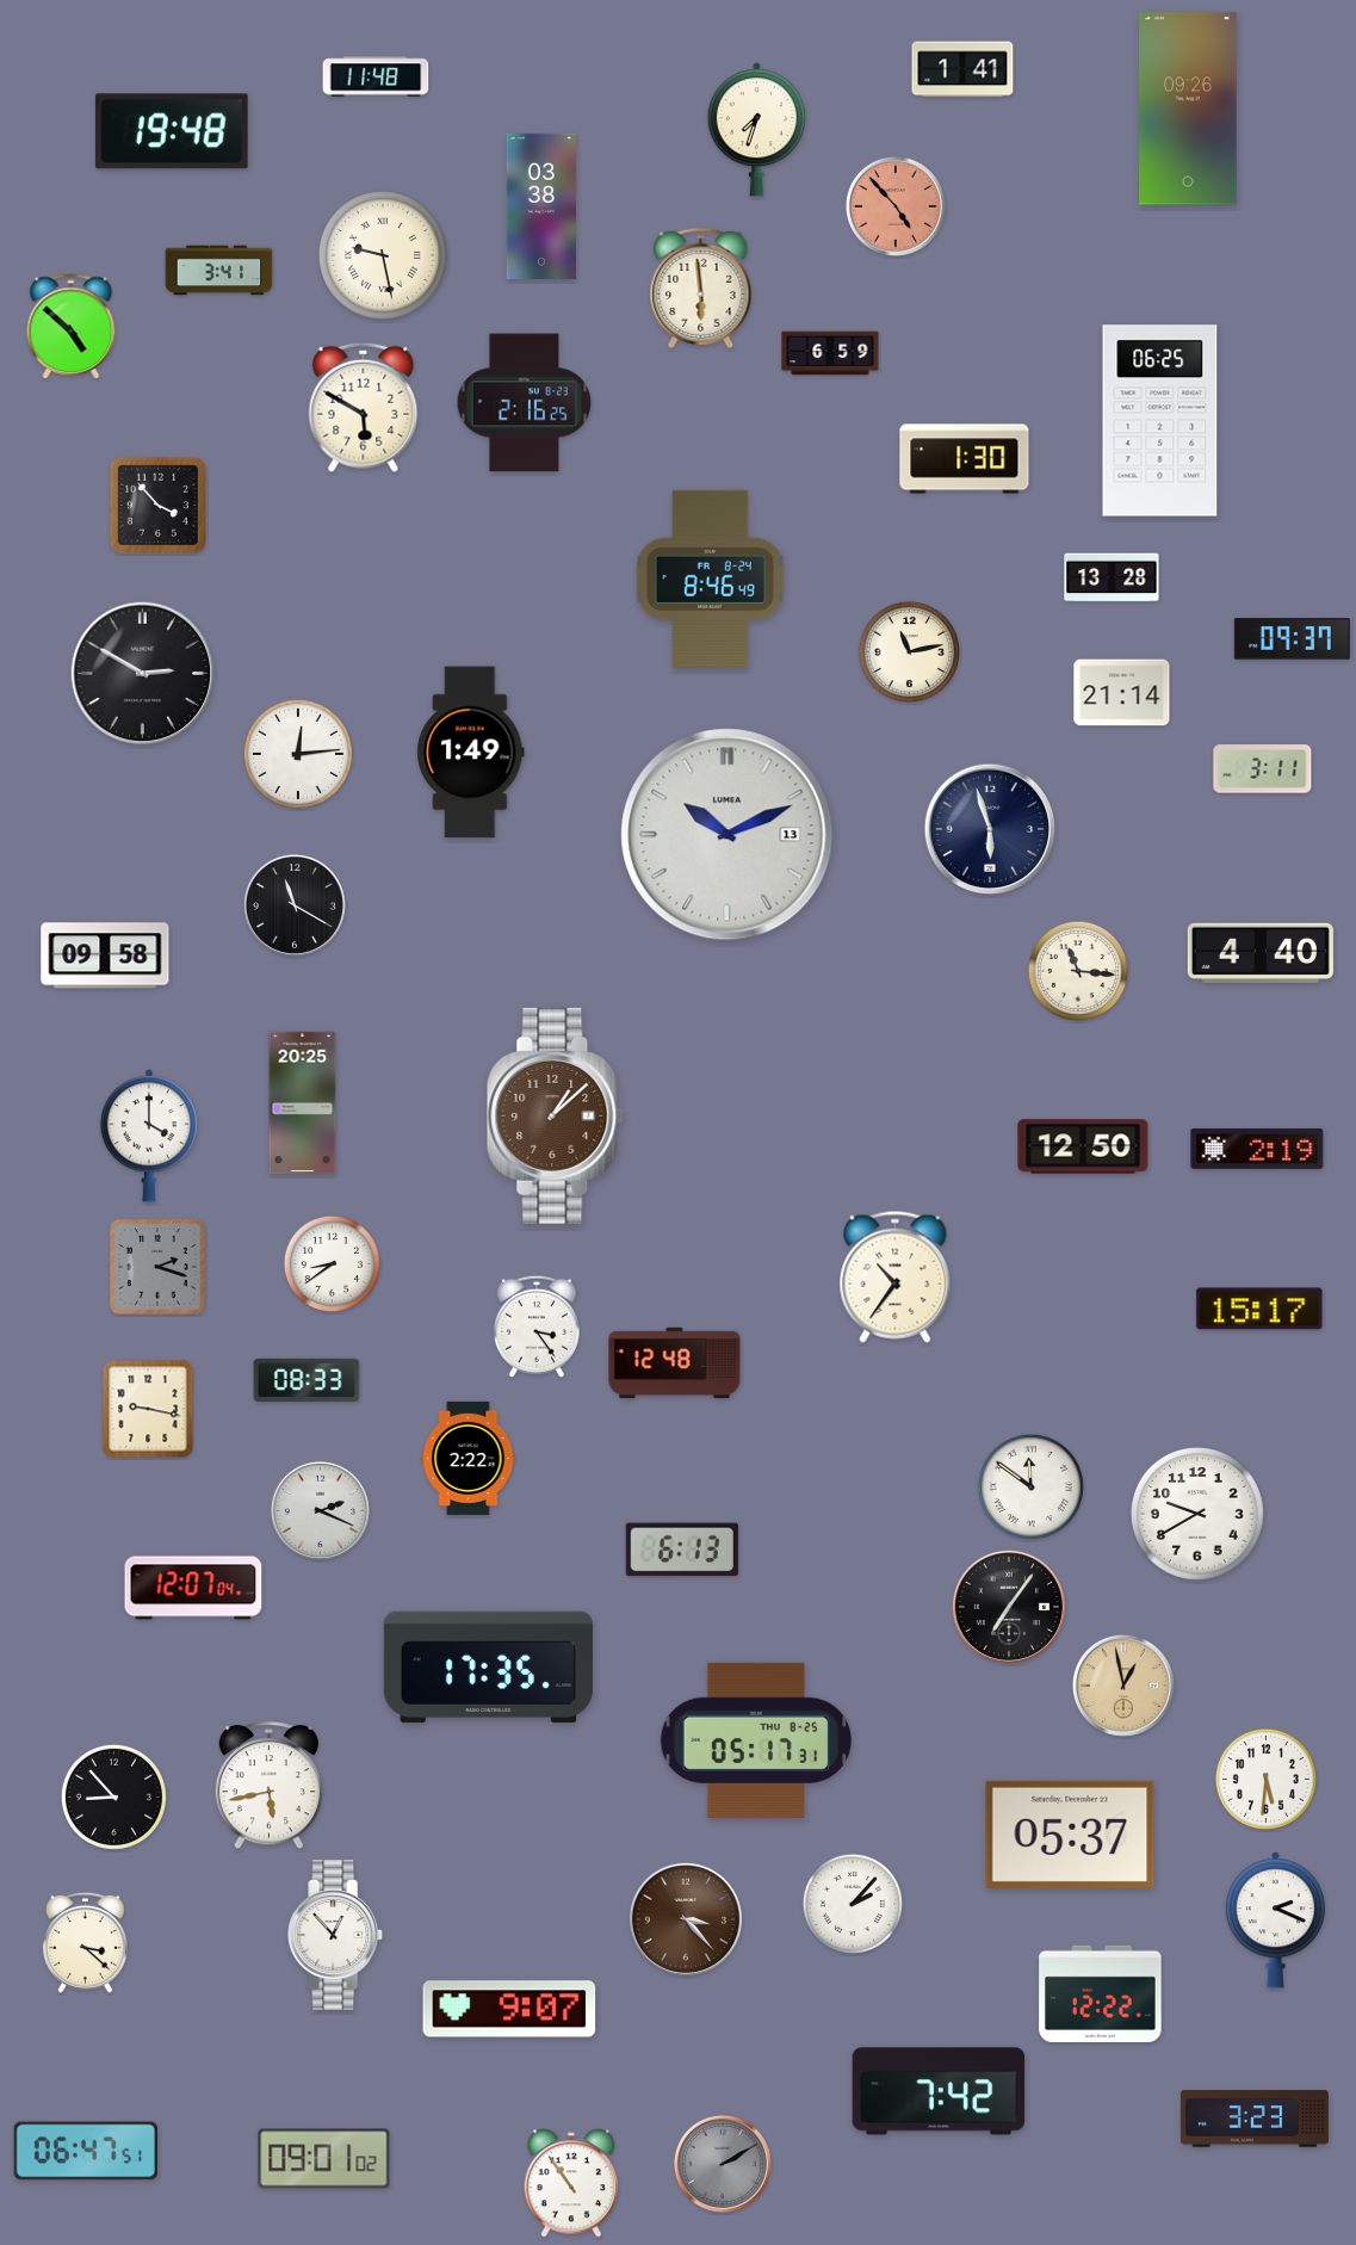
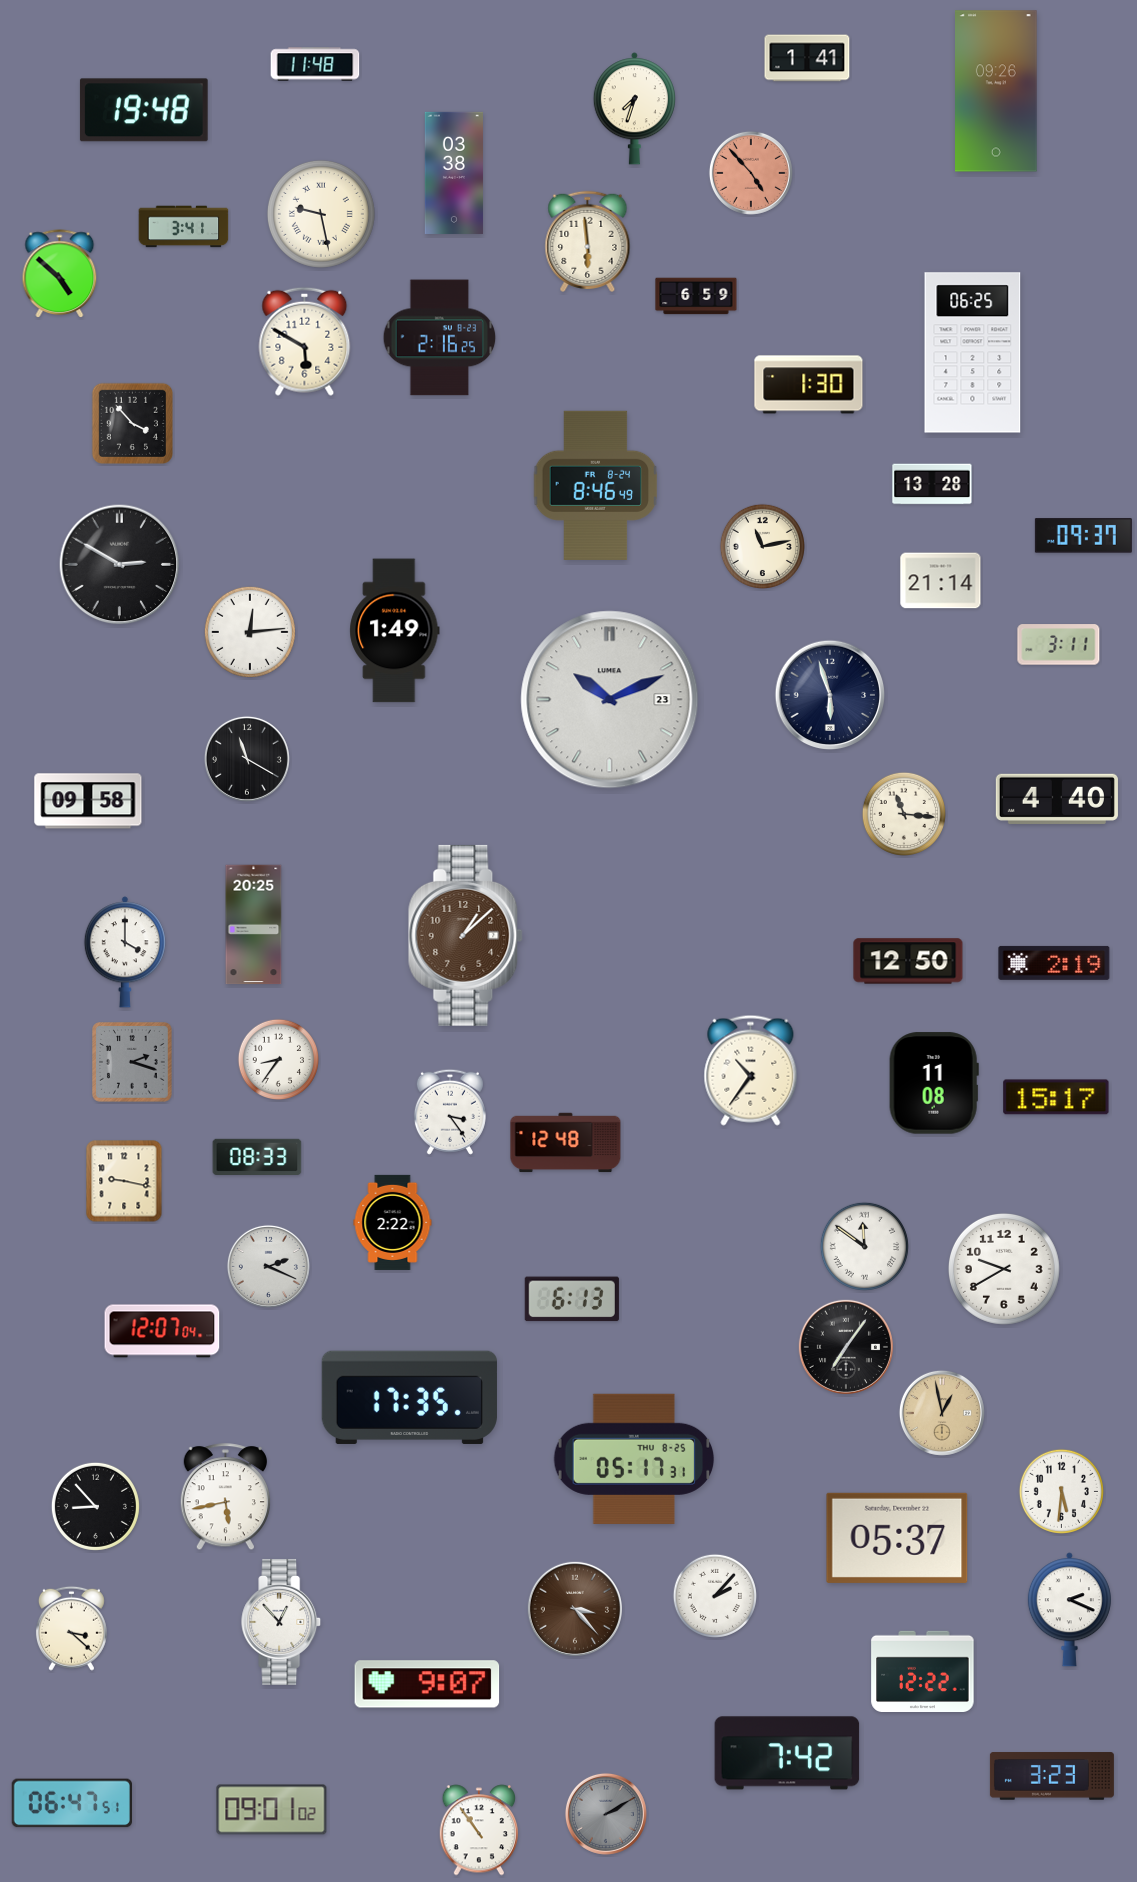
clock at (727, 835) date: 13 -> 23
clock at (332, 1263): 8:39 -> 8:36
clock at (934, 1083): none -> 11:08
